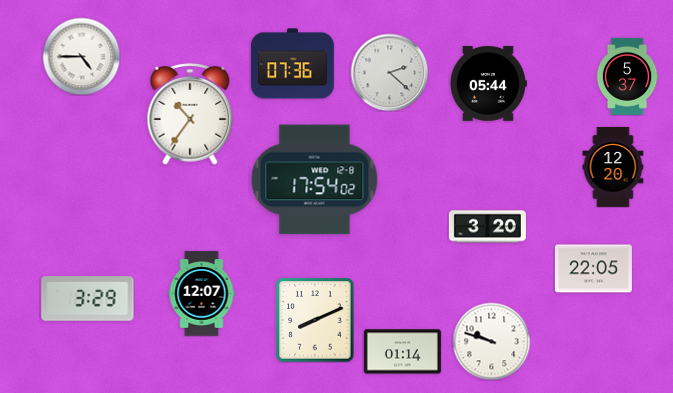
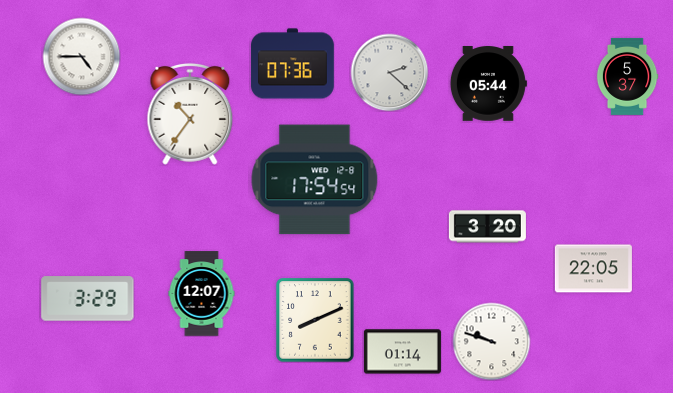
clock at (613, 167): 12:20 -> none
clock at (315, 180): 17:54:02 -> 17:54:54
